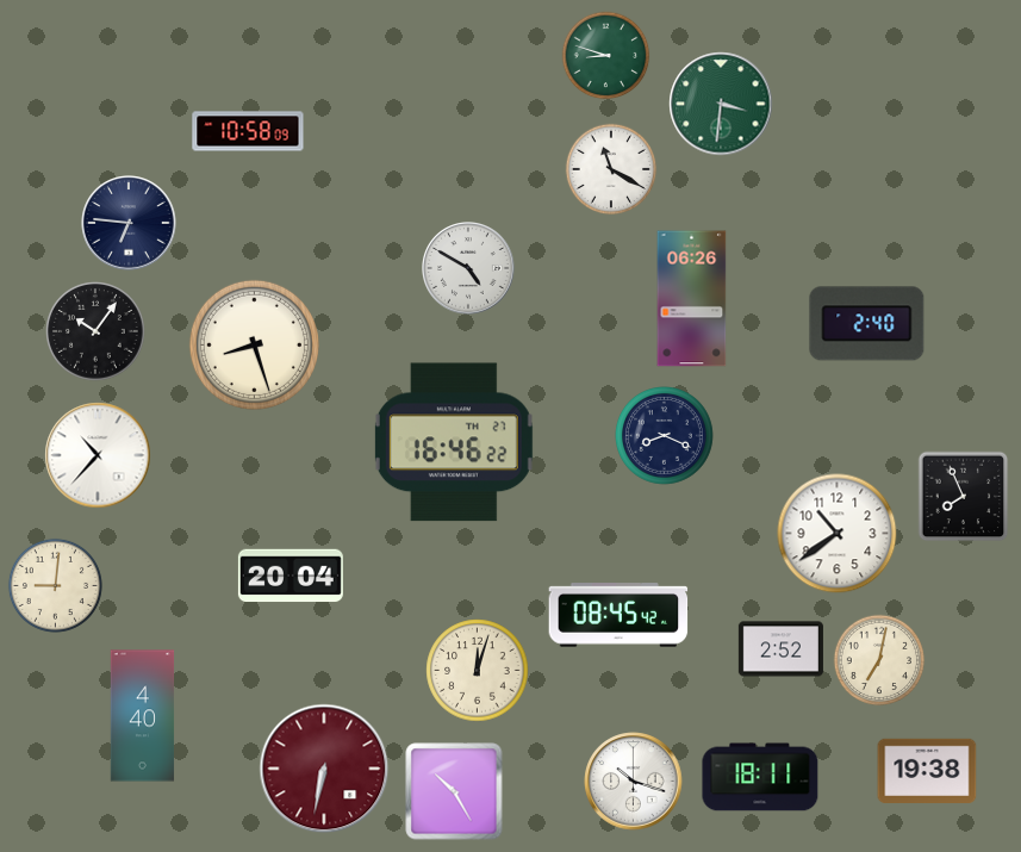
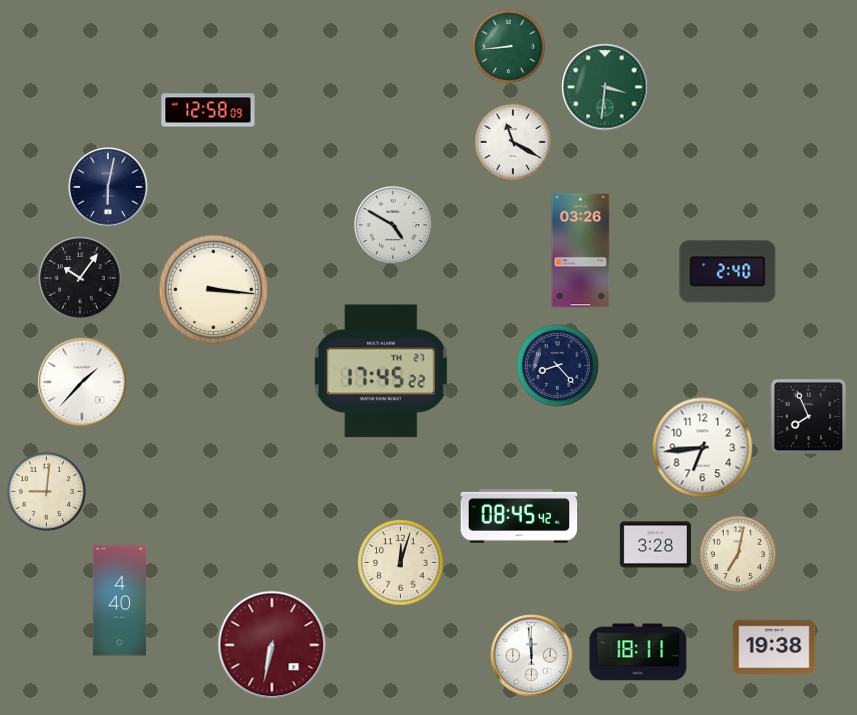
clock at (606, 56): 8:48 -> 8:44
clock at (248, 131): 10:58 -> 12:58
clock at (129, 223): 6:46 -> 6:02
clock at (692, 299): 06:26 -> 03:26
clock at (254, 344): 8:27 -> 3:16
clock at (665, 436): 8:19 -> 8:23
clock at (454, 442): 16:46 -> 17:45
clock at (98, 455): 10:37 -> 1:37
clock at (838, 534): 10:39 -> 6:44
clock at (291, 576): 20:04 -> none
clock at (780, 649): 2:52 -> 3:28
clock at (927, 770) position: (927, 770) -> (774, 646)
clock at (634, 782): 10:18 -> 11:59
clock at (454, 791): 10:25 -> none
